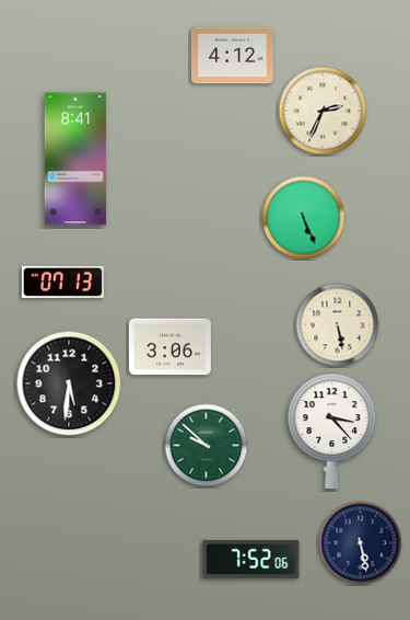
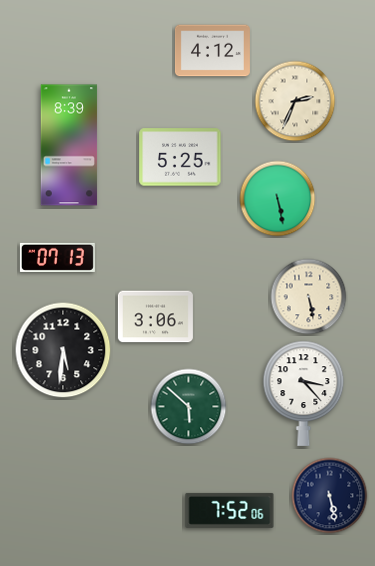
clock at (75, 159): 8:41 -> 8:39
clock at (180, 157): none -> 5:25
clock at (304, 218): 5:26 -> 5:28
clock at (207, 446): 9:52 -> 5:52
